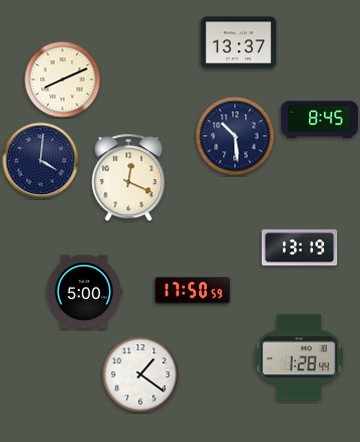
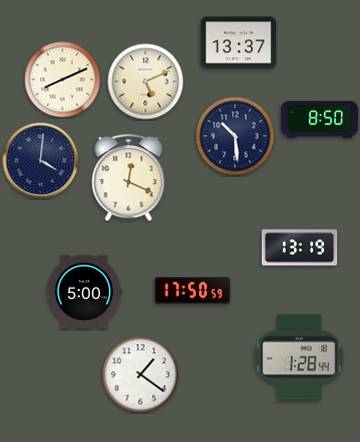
clock at (146, 82): none -> 5:11
clock at (320, 120): 8:45 -> 8:50
